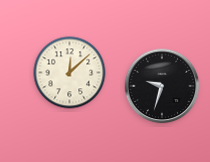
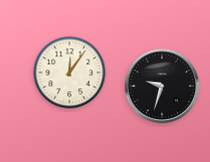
clock at (70, 73): 12:08 -> 12:06
